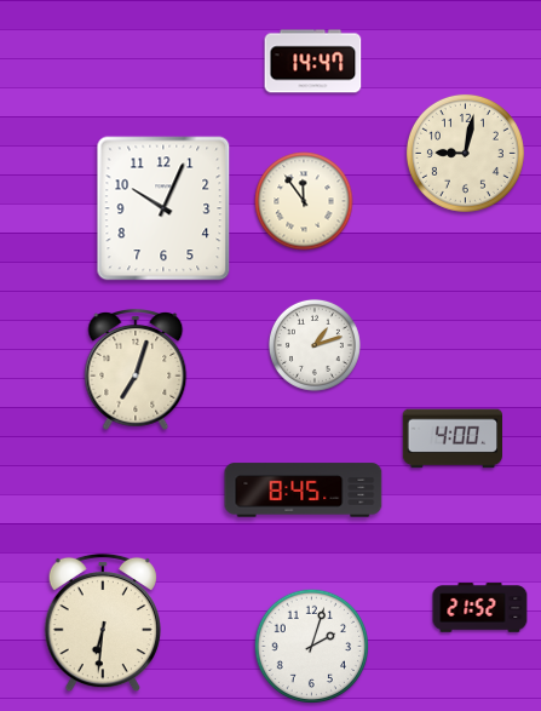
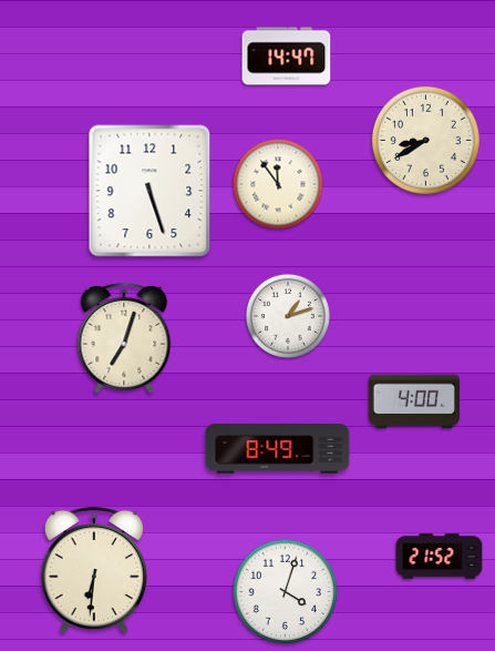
clock at (465, 153): 9:02 -> 8:40
clock at (163, 208): 10:04 -> 5:27
clock at (304, 491): 8:45 -> 8:49
clock at (312, 647): 2:03 -> 4:03
